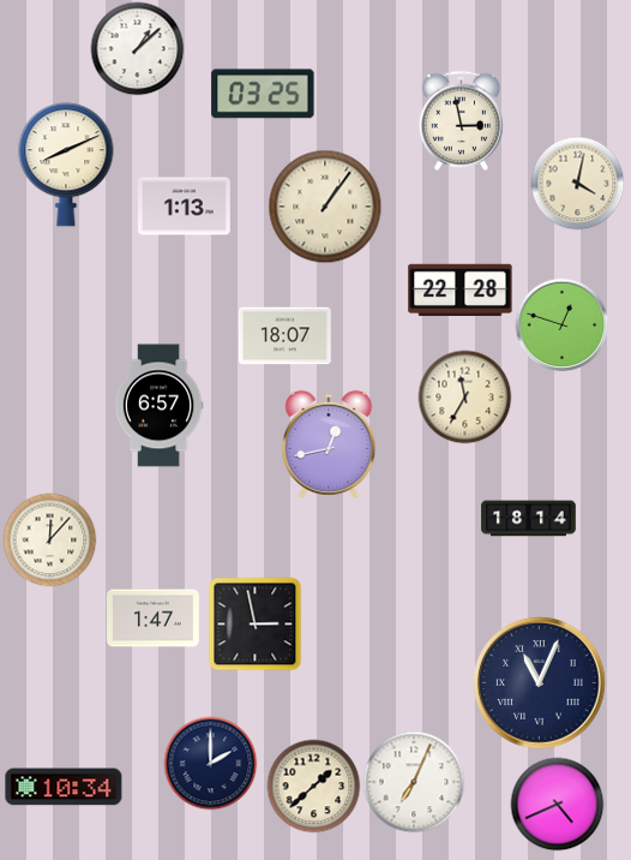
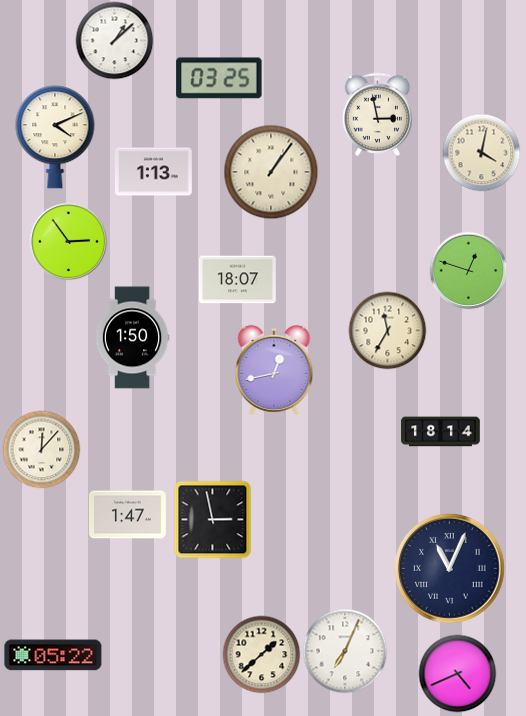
clock at (461, 120) position: (461, 120) -> (377, 114)
clock at (66, 165): 8:11 -> 4:11
clock at (68, 241): none -> 2:54
clock at (461, 289): 22:28 -> none
clock at (158, 406): 6:57 -> 1:50
clock at (210, 763): 2:00 -> none
clock at (64, 787): 10:34 -> 05:22
clock at (557, 804) position: (557, 804) -> (457, 673)
